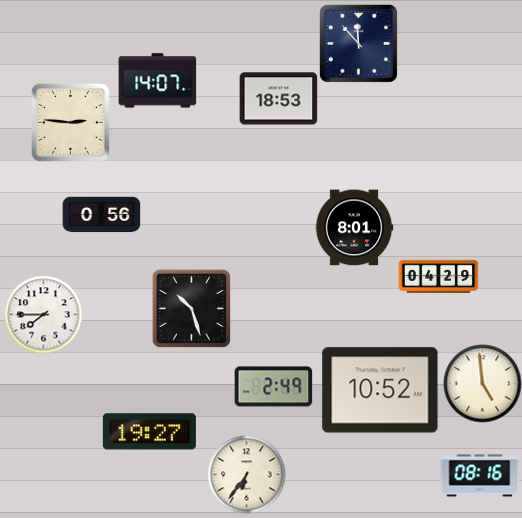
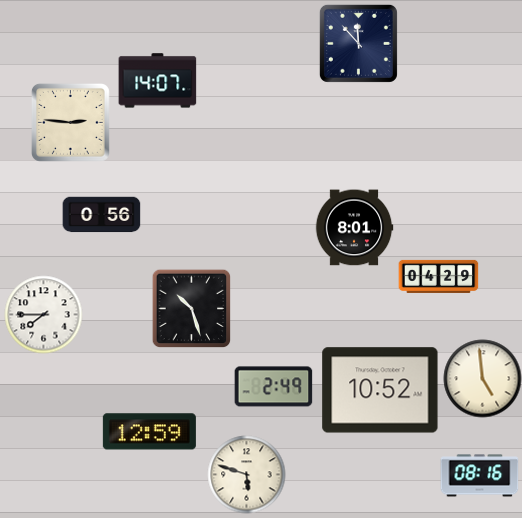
clock at (278, 99): 18:53 -> none
clock at (482, 383) position: (482, 383) -> (482, 378)
clock at (149, 432): 19:27 -> 12:59
clock at (246, 474): 6:36 -> 5:48
